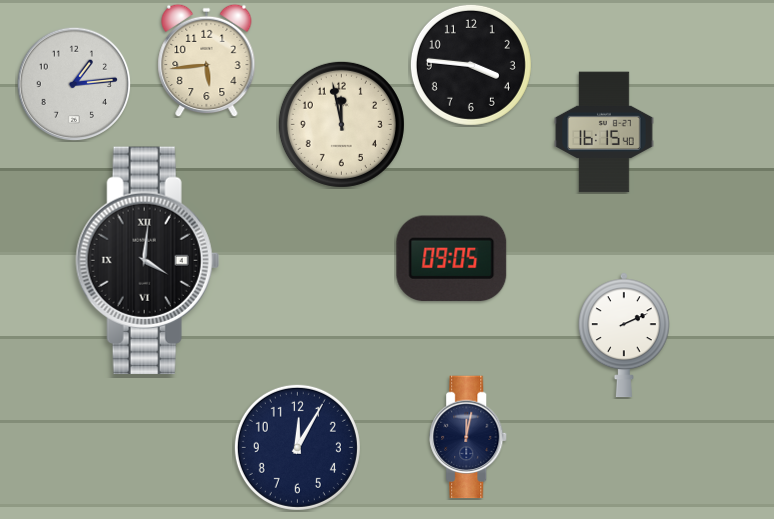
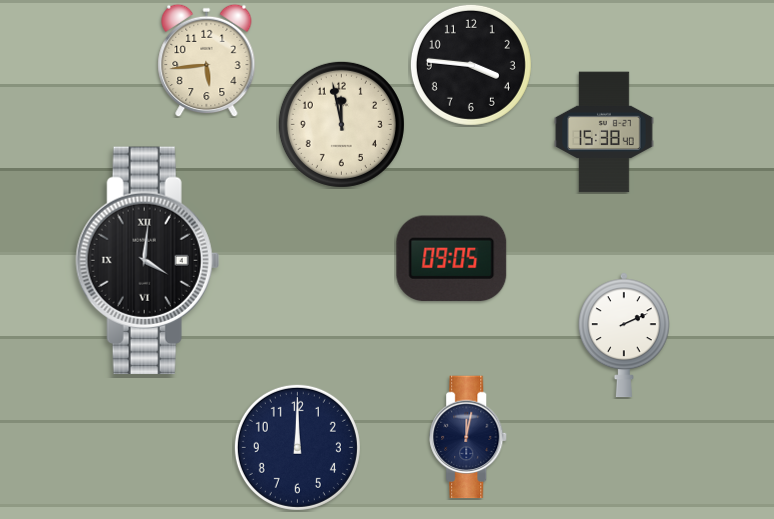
clock at (74, 84): 1:14 -> none
clock at (604, 132): 16:15 -> 15:38
clock at (297, 447): 12:05 -> 12:00
